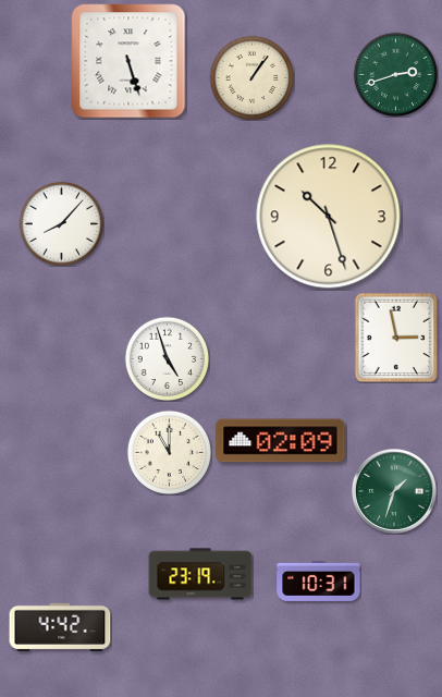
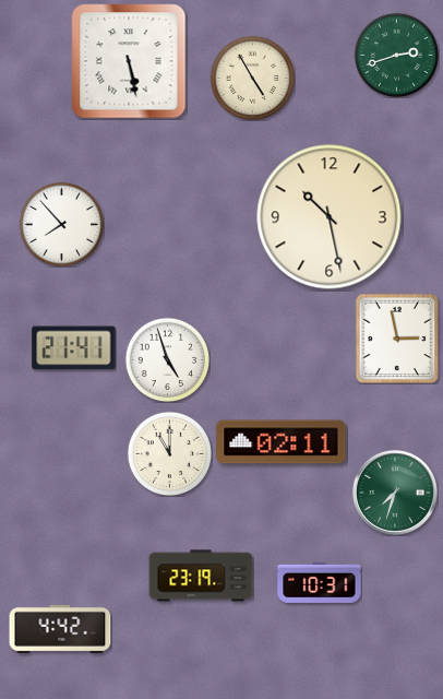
clock at (128, 61): 5:27 -> 5:28
clock at (395, 74) position: (395, 74) -> (396, 55)
clock at (251, 77): 1:06 -> 4:55
clock at (329, 217): 10:27 -> 10:28
clock at (61, 223): 8:07 -> 7:53
clock at (74, 348): none -> 21:41
clock at (281, 441): 02:09 -> 02:11
clock at (394, 491): 1:33 -> 7:33
